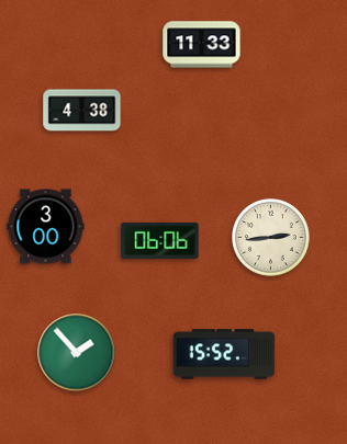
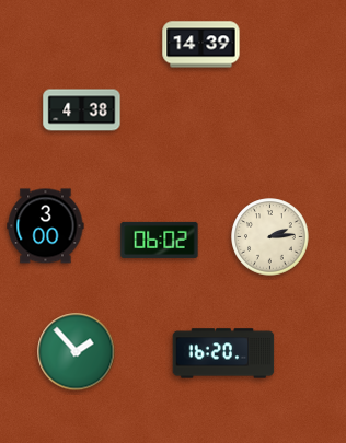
clock at (202, 45): 11:33 -> 14:39
clock at (271, 238): 2:44 -> 2:14
clock at (160, 240): 06:06 -> 06:02
clock at (224, 354): 15:52 -> 16:20
